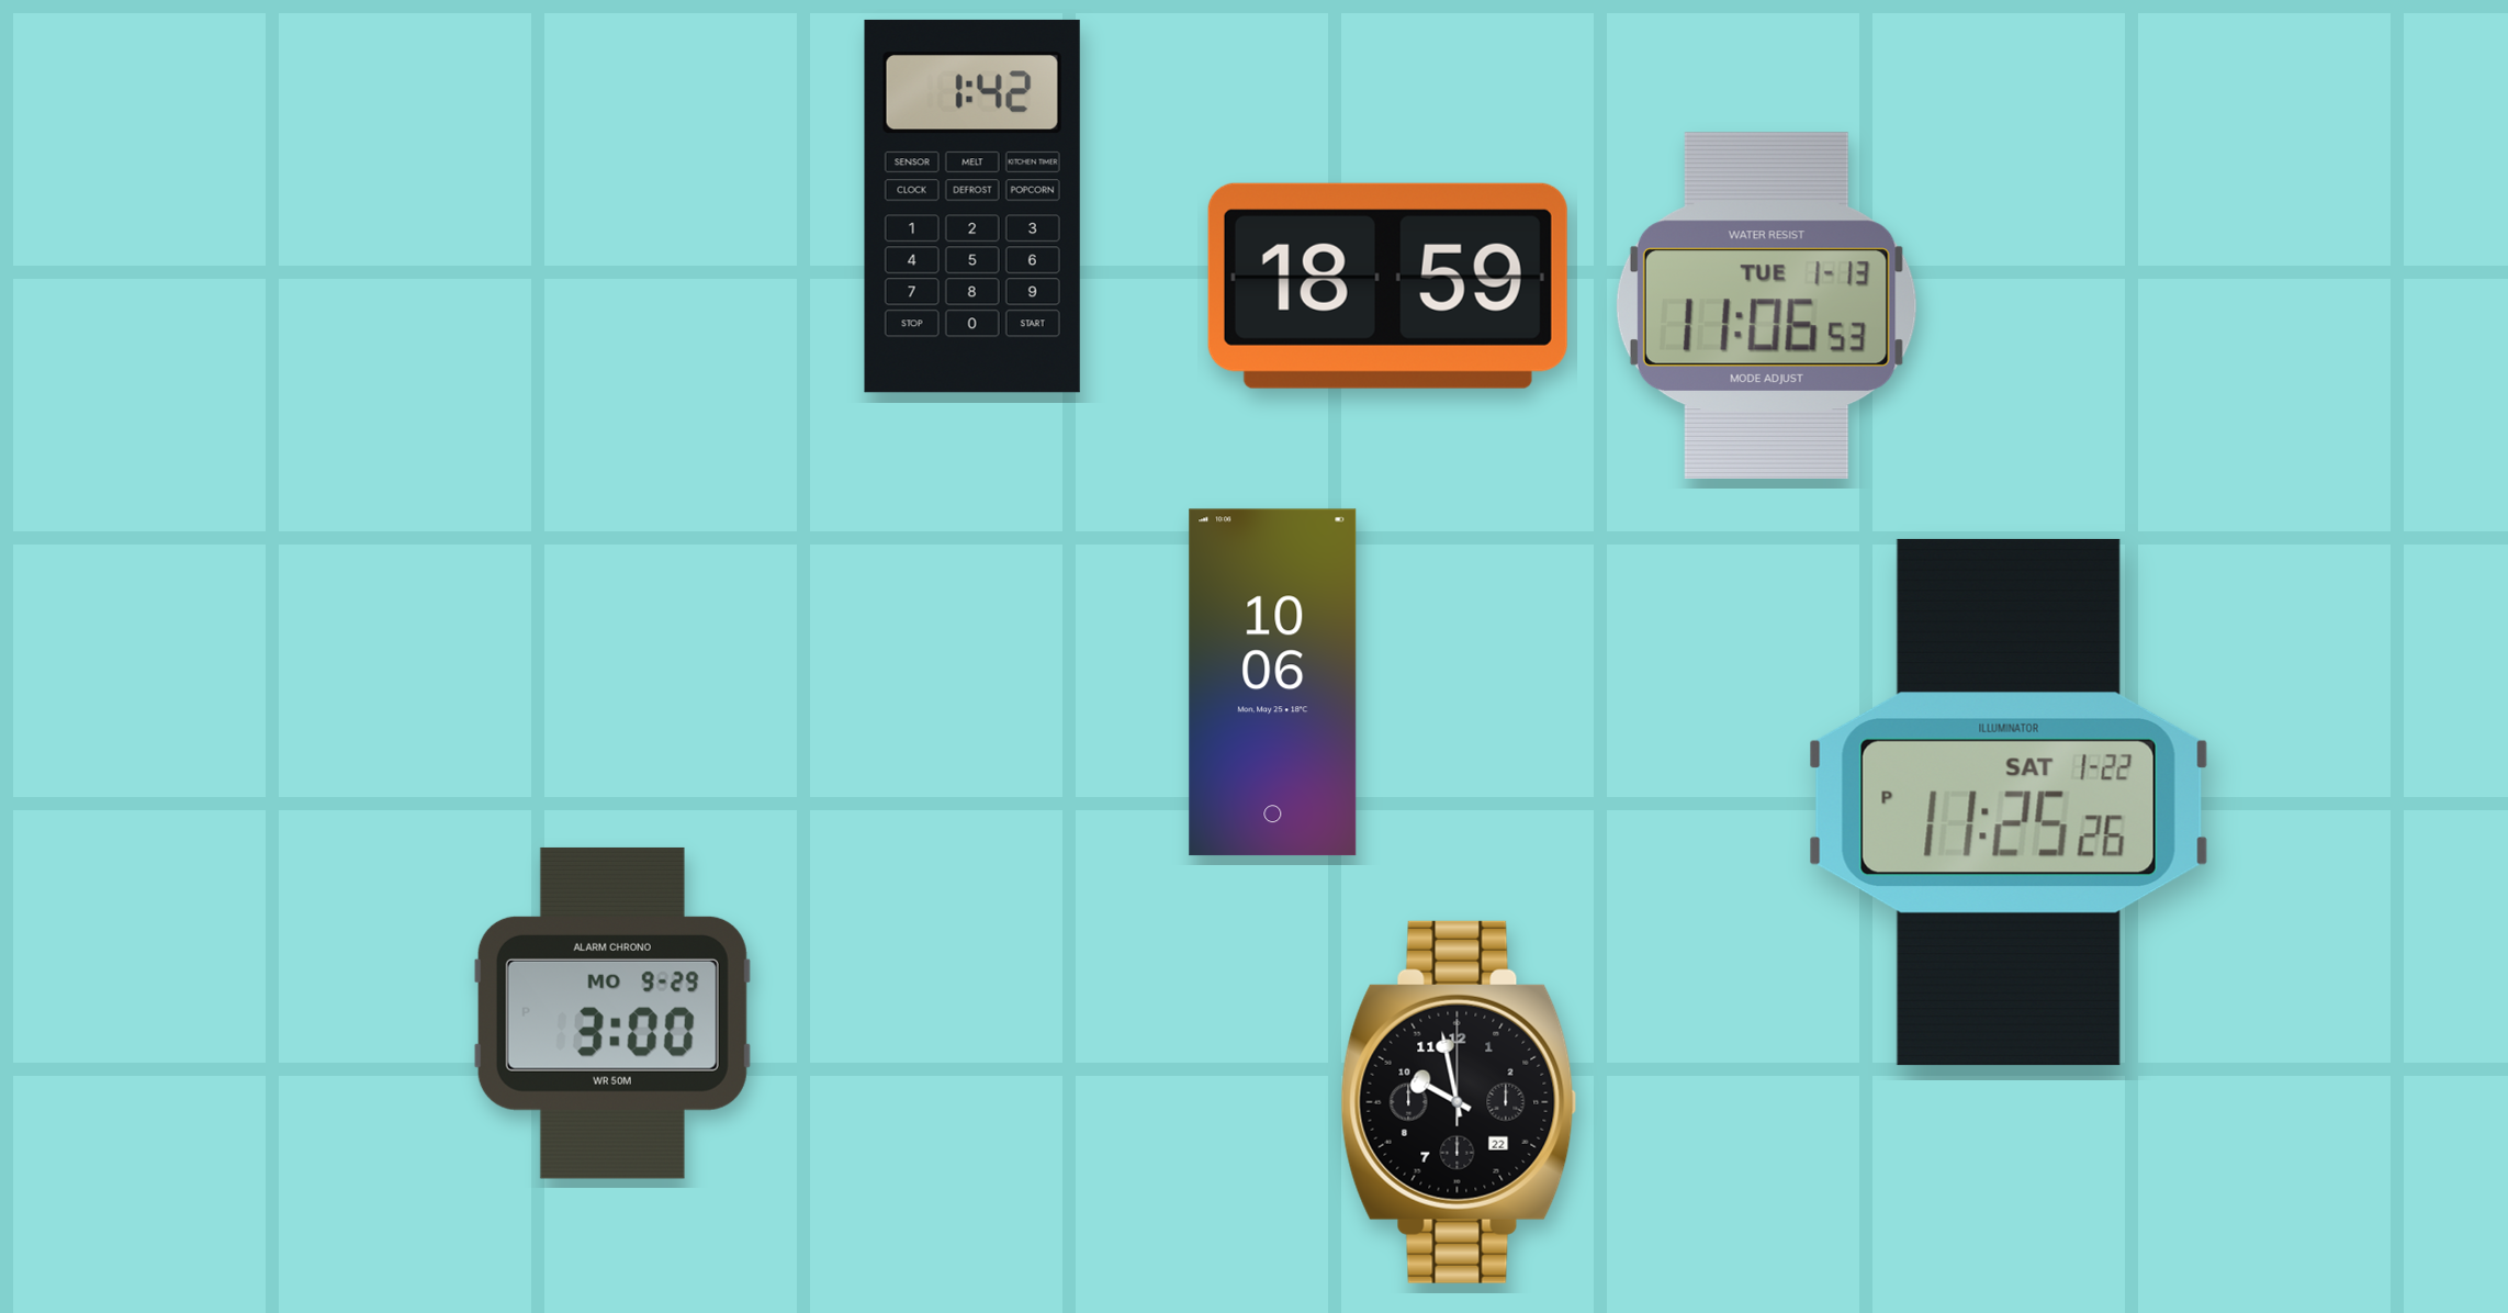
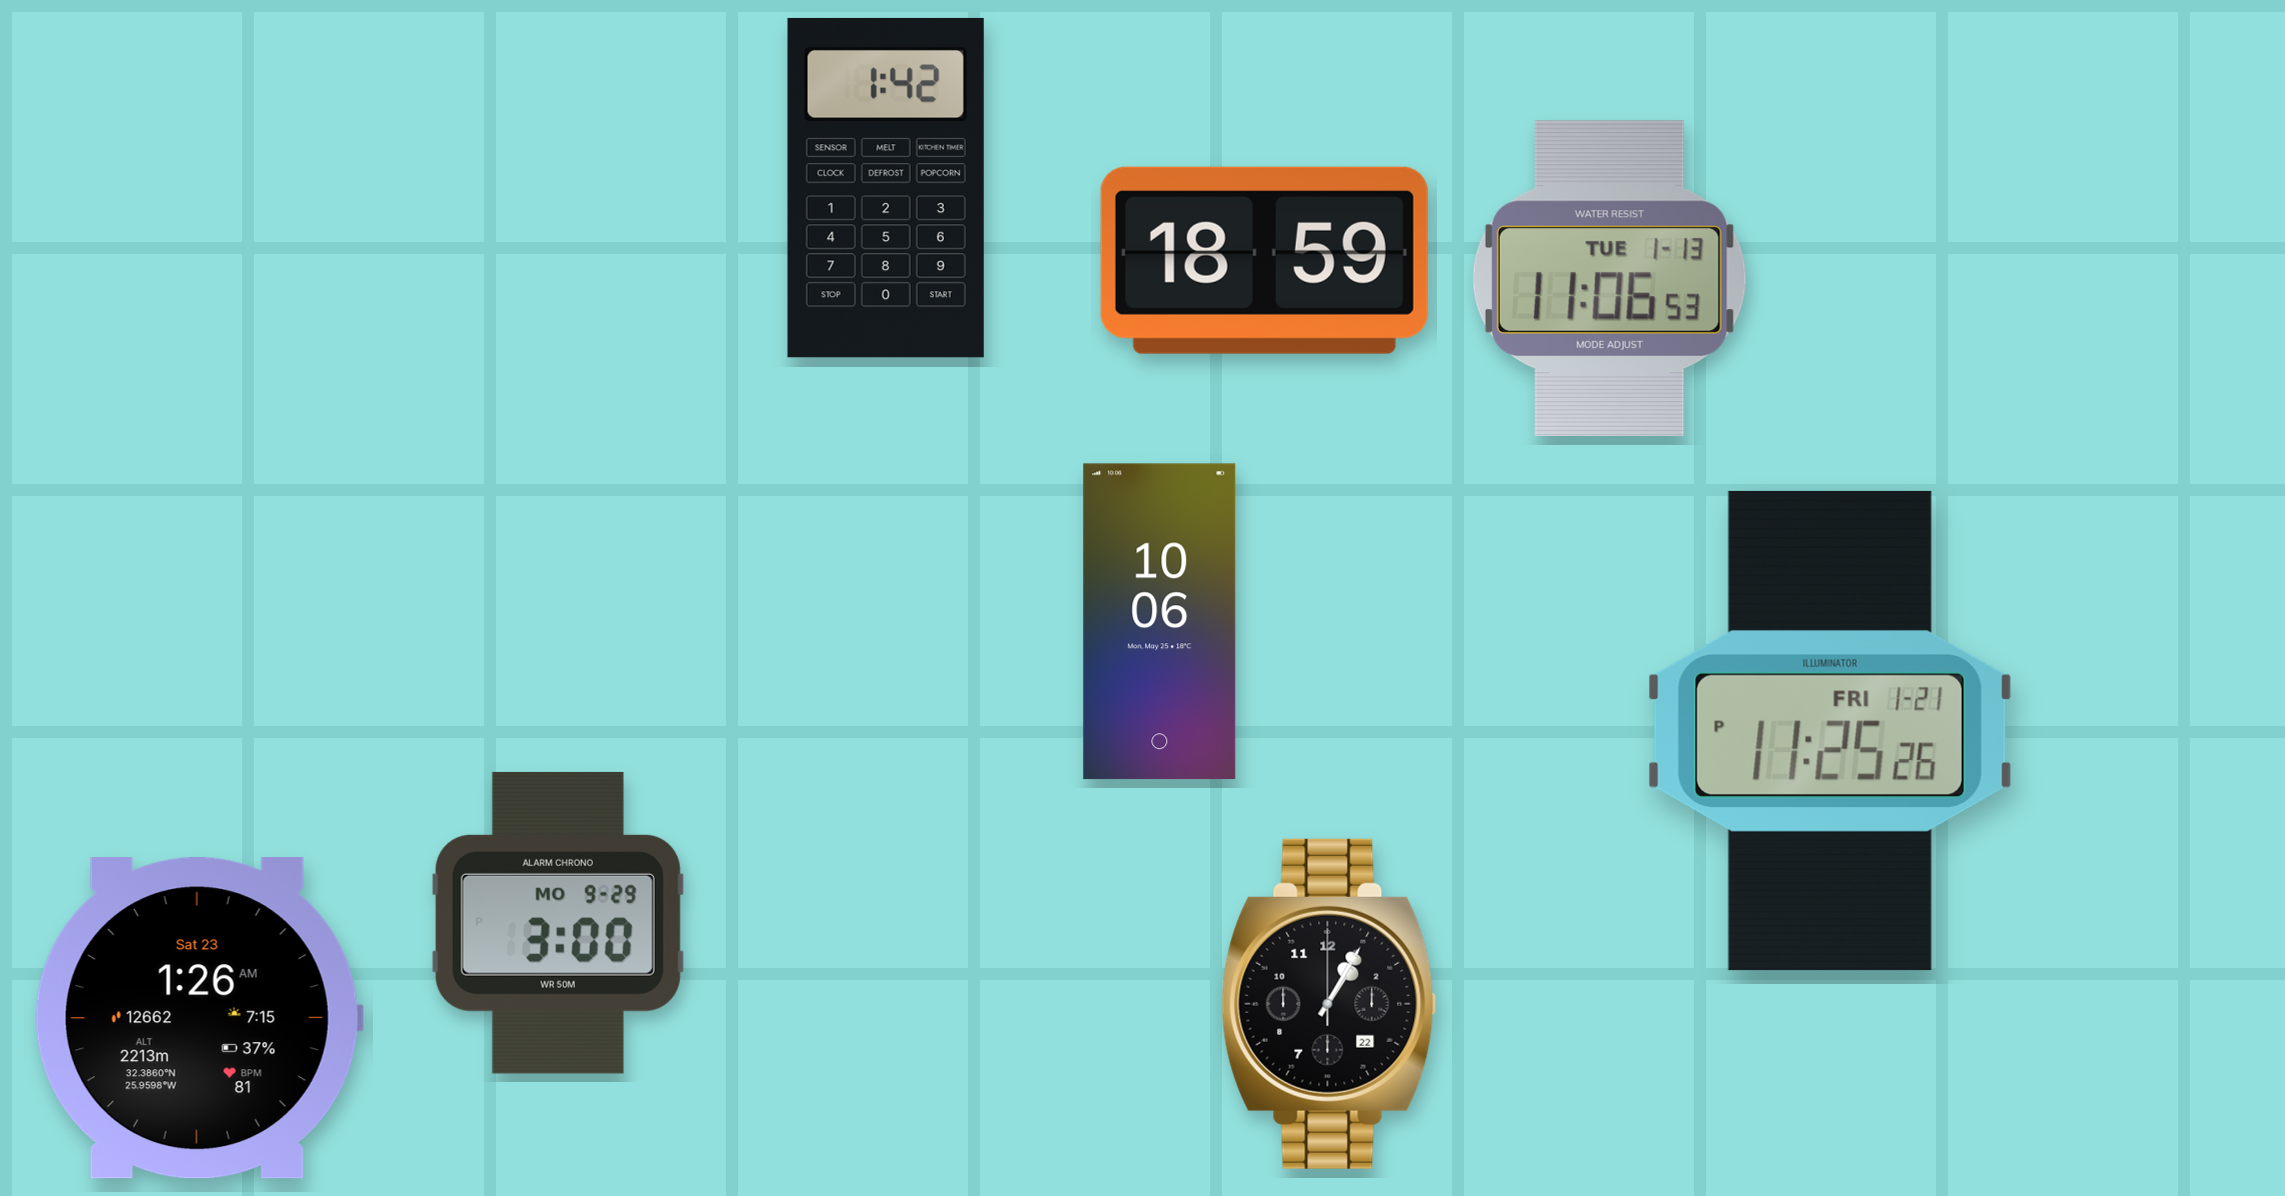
clock at (2009, 803) date: SAT 1-22 -> FRI 1-21
clock at (1459, 1102): 9:58 -> 1:05
clock at (199, 1018): none -> 1:26
